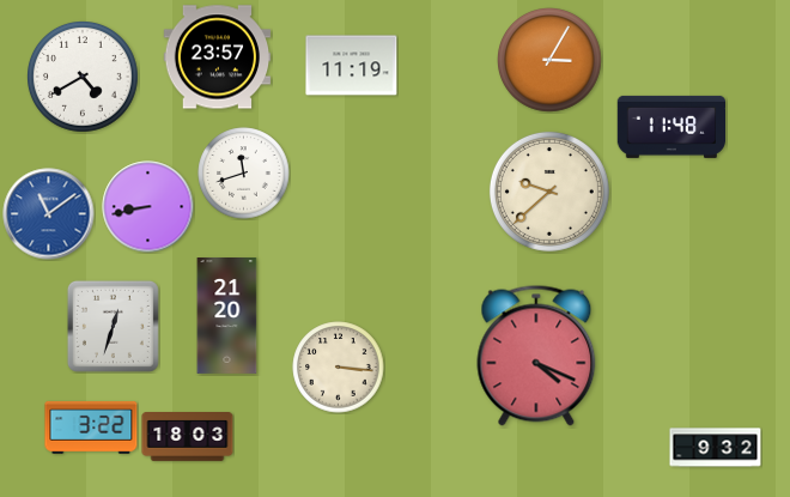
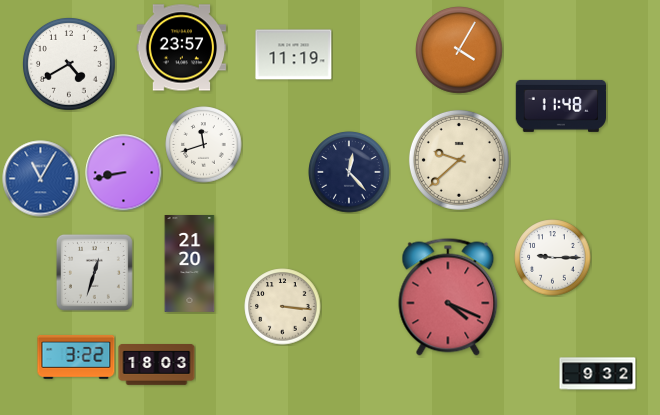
clock at (549, 60): 3:05 -> 4:05
clock at (349, 172): none -> 12:23
clock at (49, 214): 11:09 -> 11:05
clock at (553, 258): none -> 9:15
